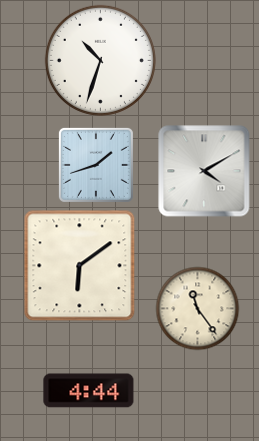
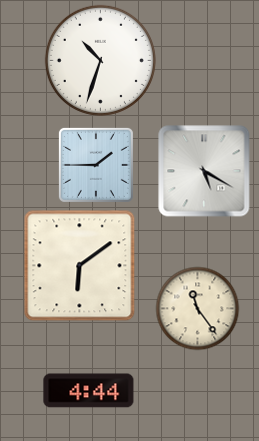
clock at (96, 165): 1:42 -> 1:45
clock at (204, 171): 4:10 -> 5:20
